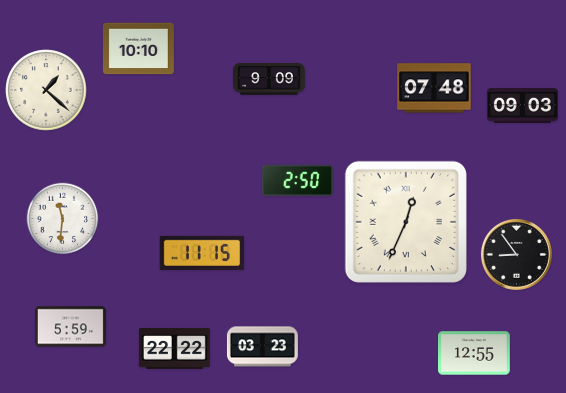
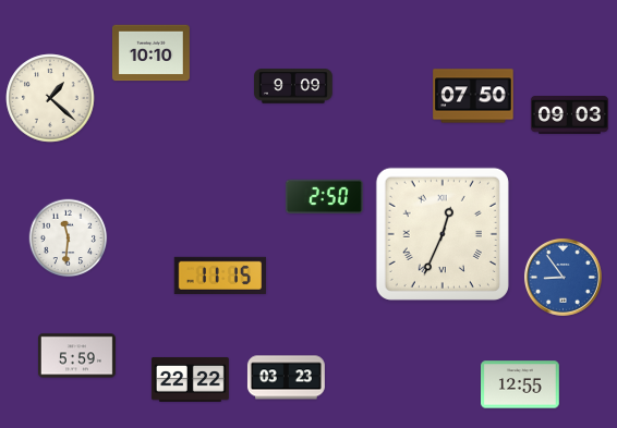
clock at (434, 88): 07:48 -> 07:50
clock at (406, 222) position: (406, 222) -> (443, 234)
clock at (516, 254) dial: black -> blue
clock at (475, 353) position: (475, 353) -> (521, 384)
